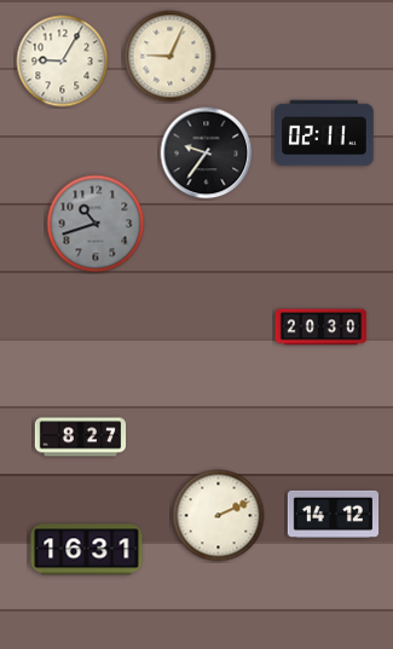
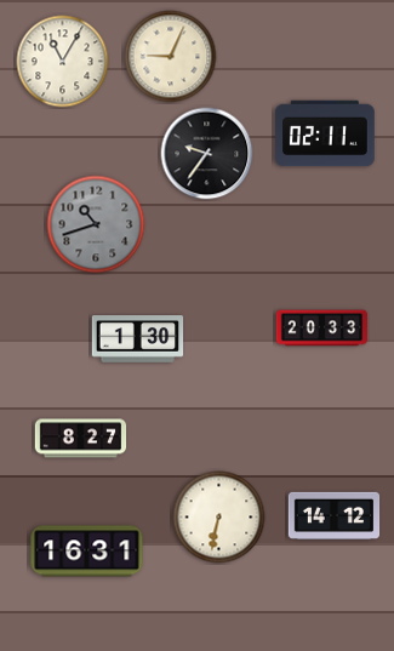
clock at (63, 62): 9:05 -> 11:05
clock at (322, 328): 20:30 -> 20:33
clock at (138, 339): none -> 1:30
clock at (219, 516): 2:11 -> 6:32
